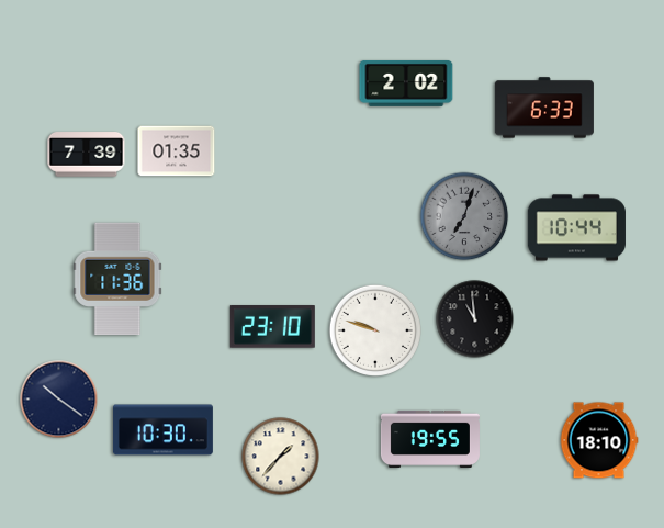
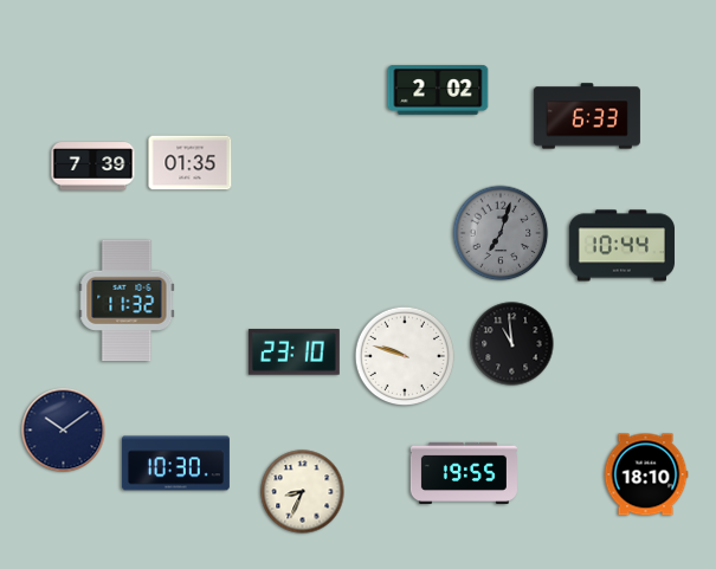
clock at (117, 279): 11:36 -> 11:32
clock at (59, 400): 10:21 -> 10:09
clock at (281, 457): 1:37 -> 8:34
